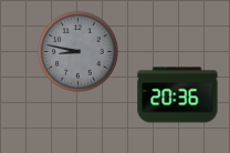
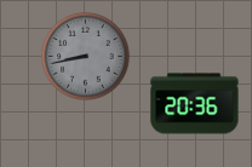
clock at (79, 52): 8:47 -> 8:43
